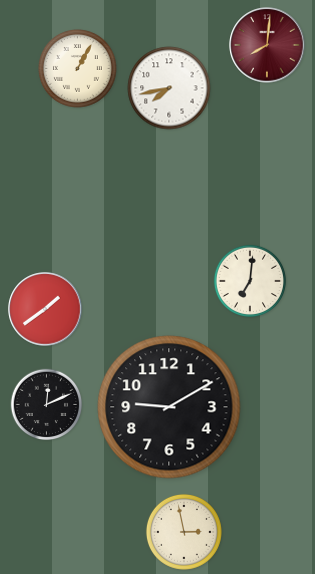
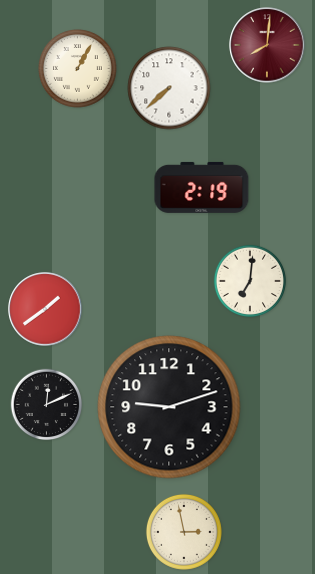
clock at (169, 88): 7:43 -> 7:38
clock at (202, 187): none -> 2:19
clock at (169, 407): 9:10 -> 9:12
